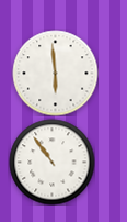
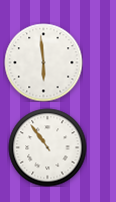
clock at (55, 73) position: (55, 73) -> (43, 62)
